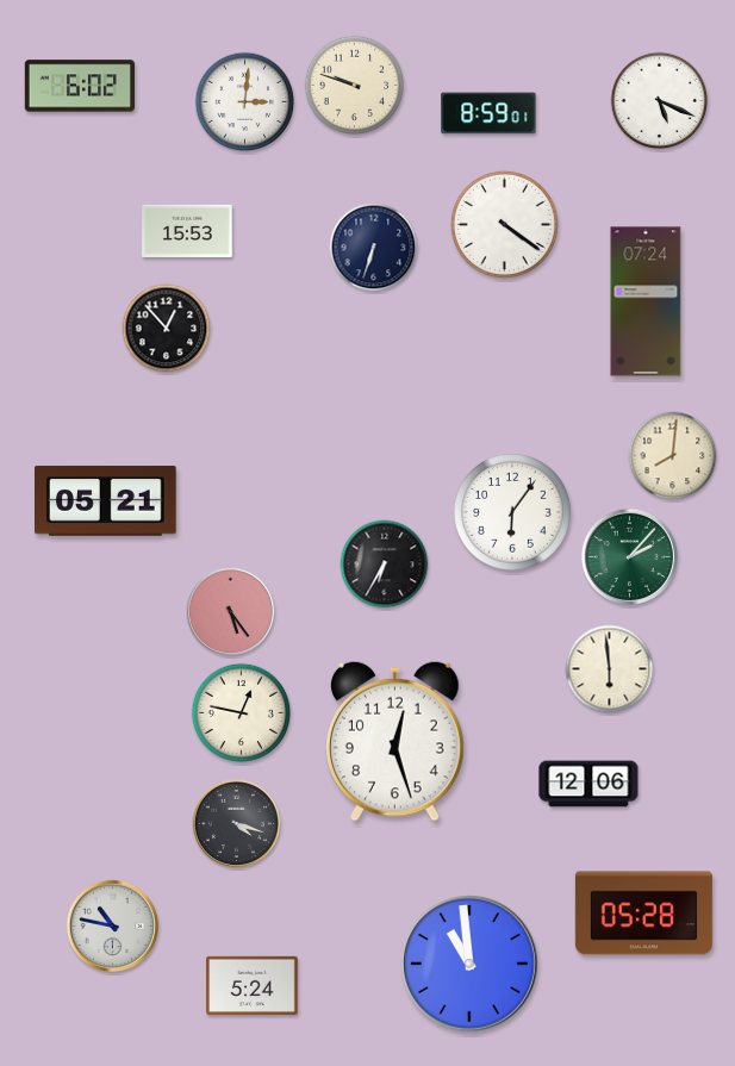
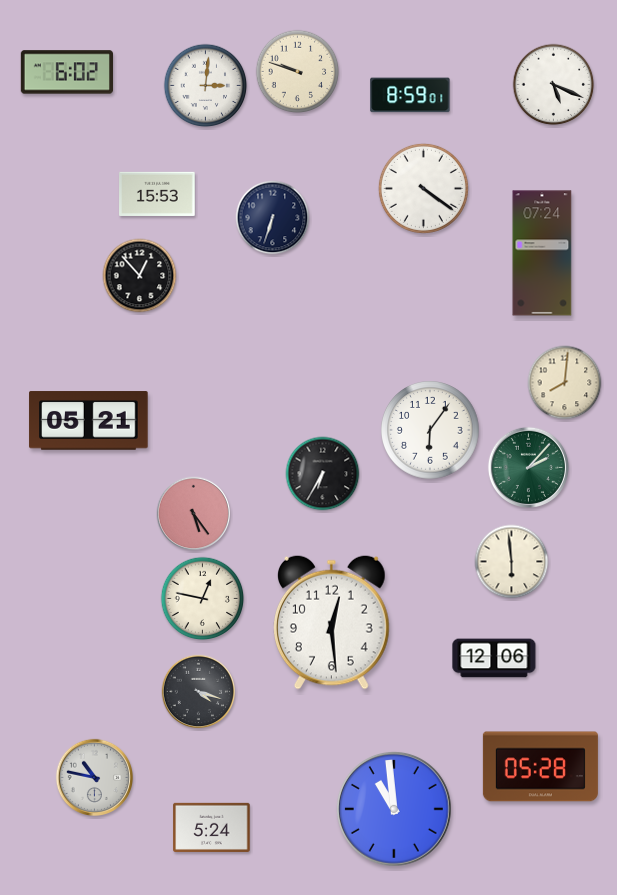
clock at (374, 248) position: (374, 248) -> (273, 218)
clock at (395, 741): 12:27 -> 12:29
